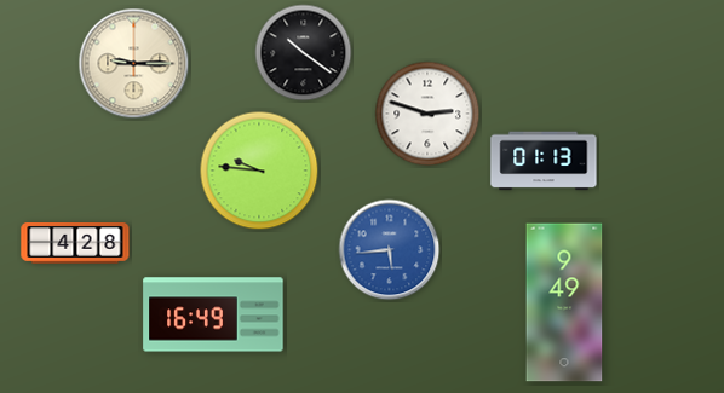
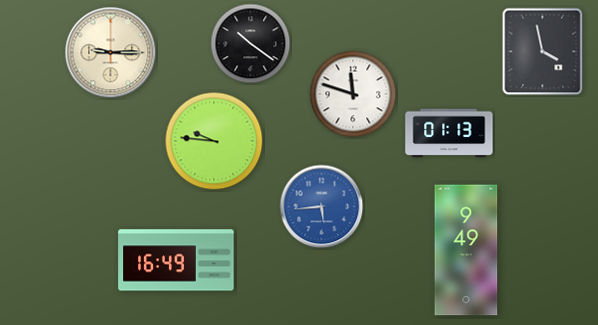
clock at (543, 52): none -> 3:58
clock at (427, 114): 2:48 -> 11:48
clock at (75, 244): 4:28 -> none
